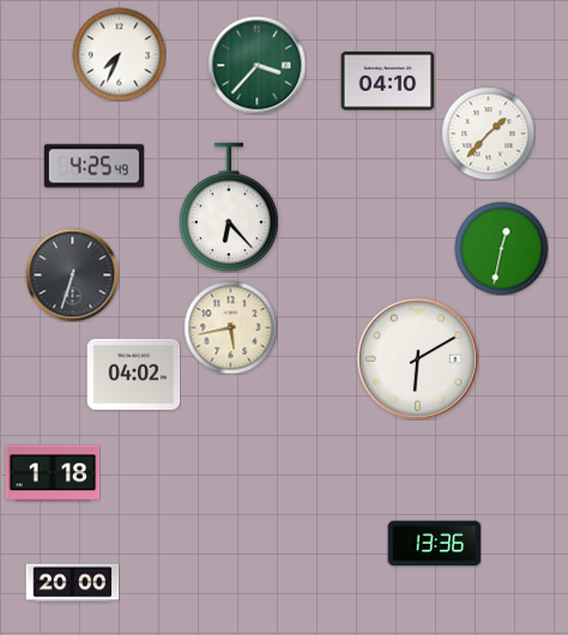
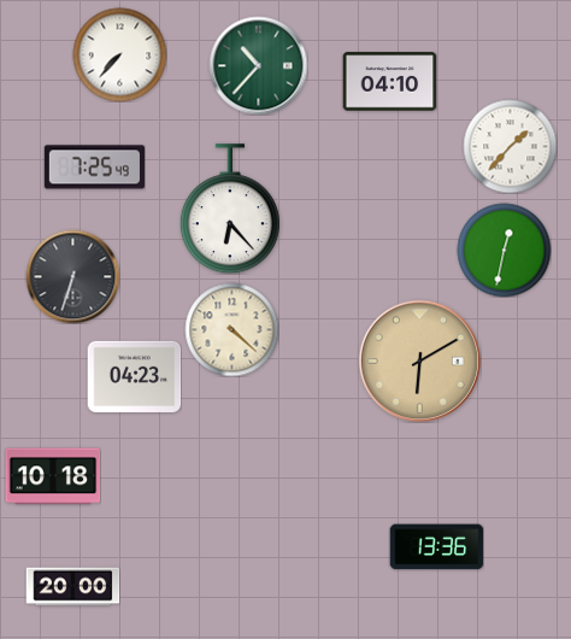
clock at (119, 54): 7:34 -> 7:37
clock at (256, 65): 3:37 -> 10:37
clock at (488, 133) position: (488, 133) -> (510, 146)
clock at (93, 167): 4:25 -> 7:25
clock at (230, 327): 5:43 -> 4:22
clock at (417, 358) dial: white -> champagne
clock at (133, 374): 04:02 -> 04:23
clock at (53, 473): 1:18 -> 10:18
